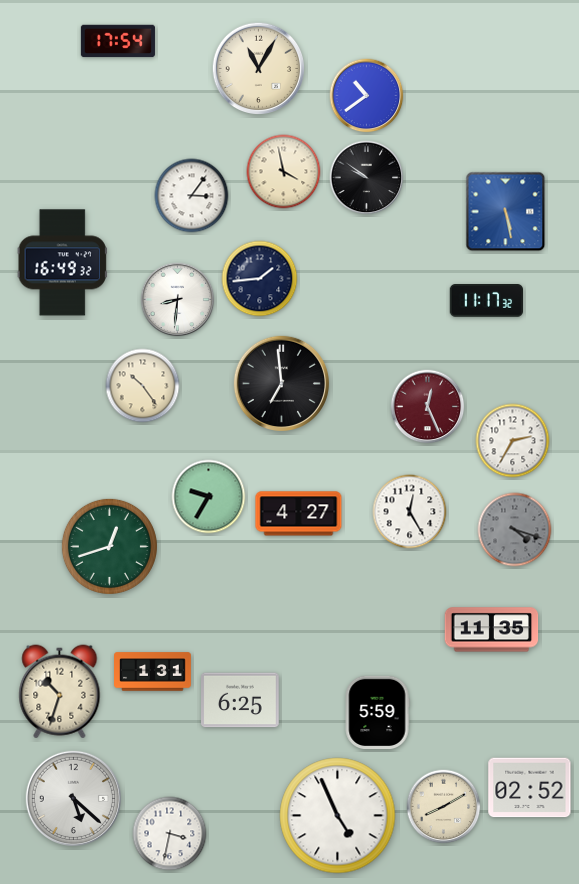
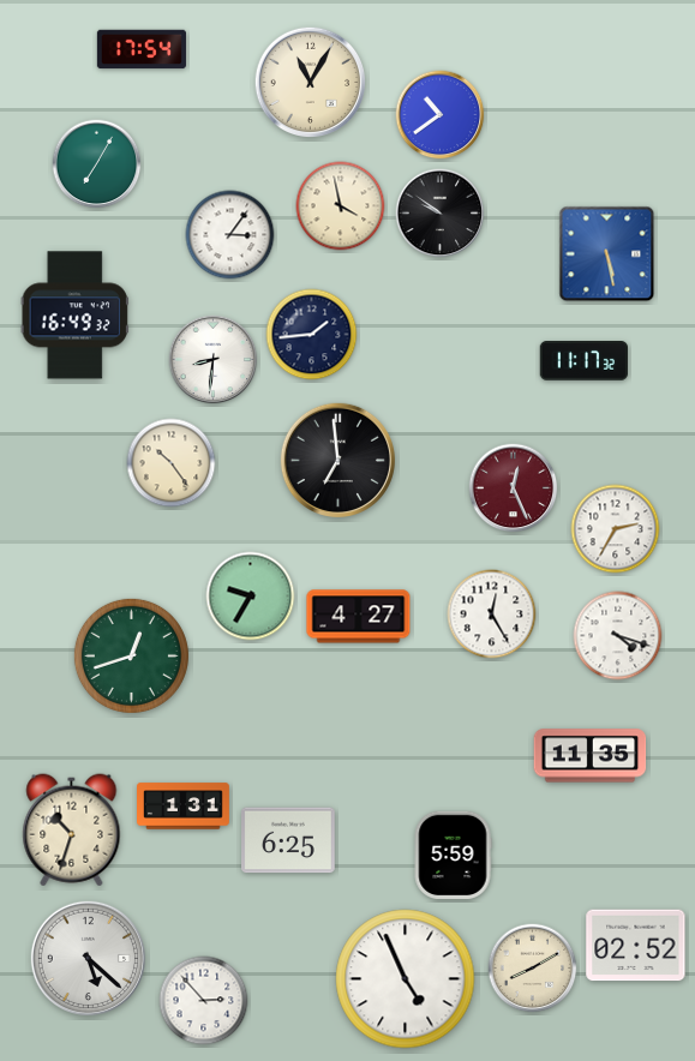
clock at (97, 164): none -> 7:05
clock at (515, 530) dial: grey -> white
clock at (170, 834): 3:32 -> 2:53
